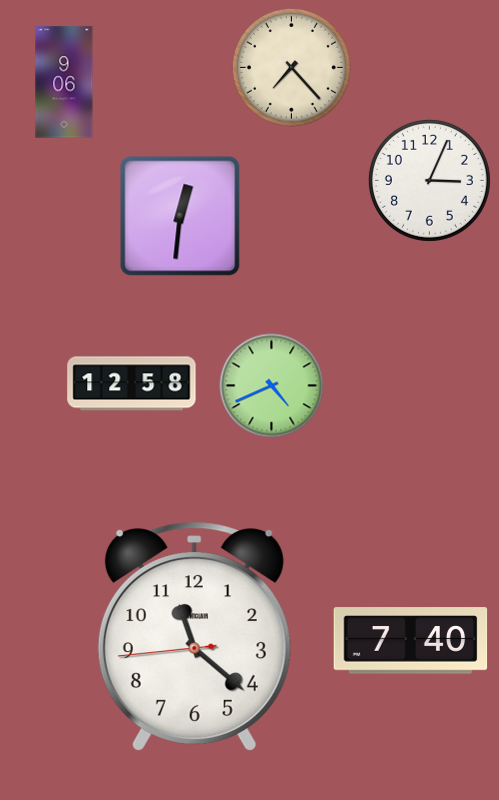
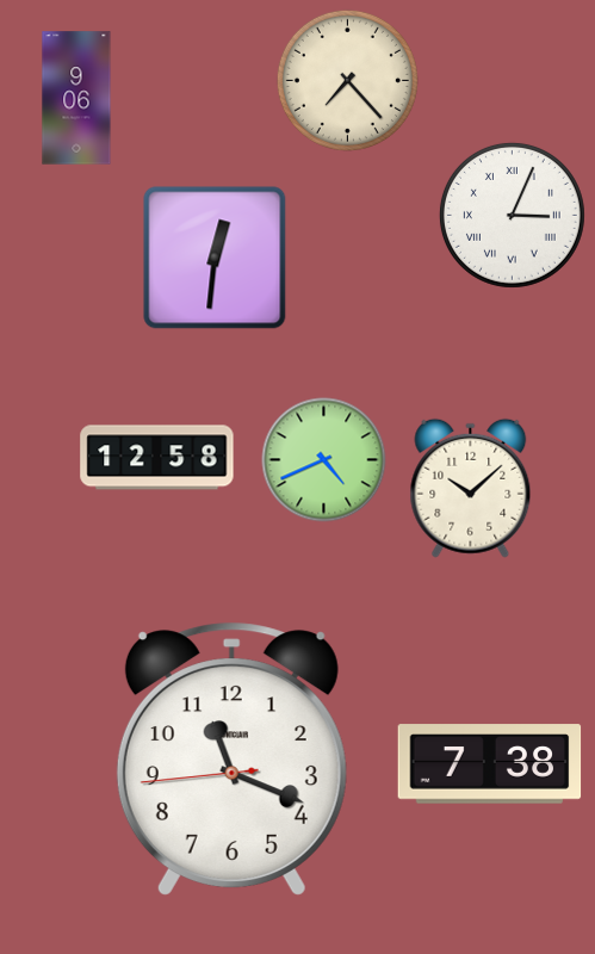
clock at (429, 180) numerals: Arabic -> Roman
clock at (471, 488): none -> 10:08
clock at (194, 636): 11:21 -> 11:18
clock at (411, 641): 7:40 -> 7:38
